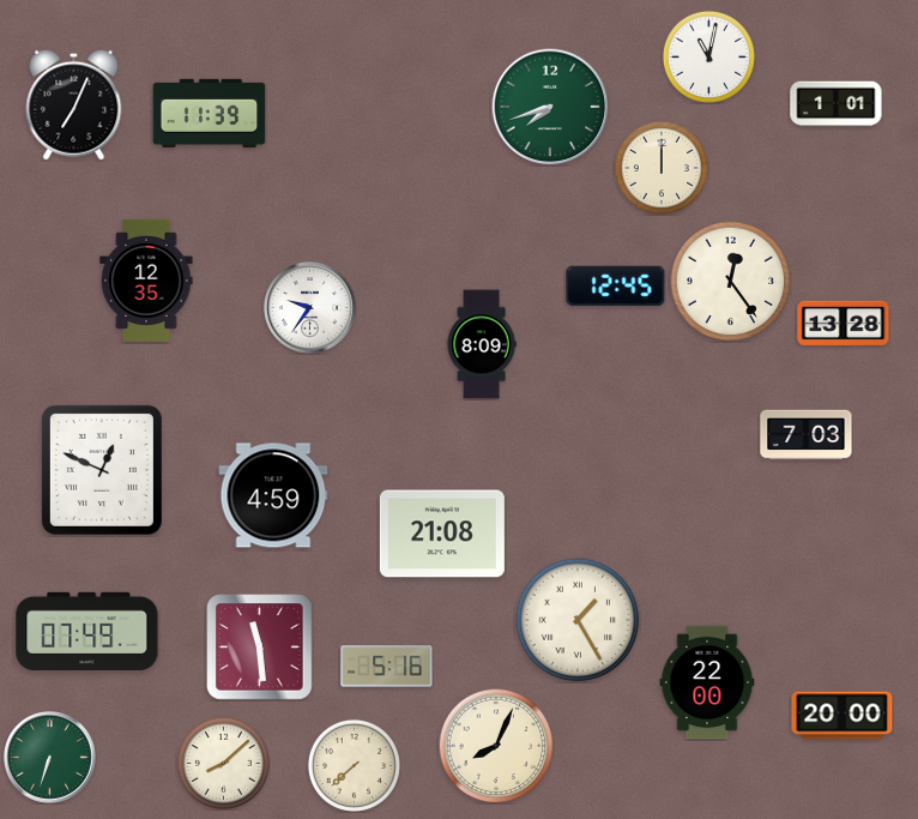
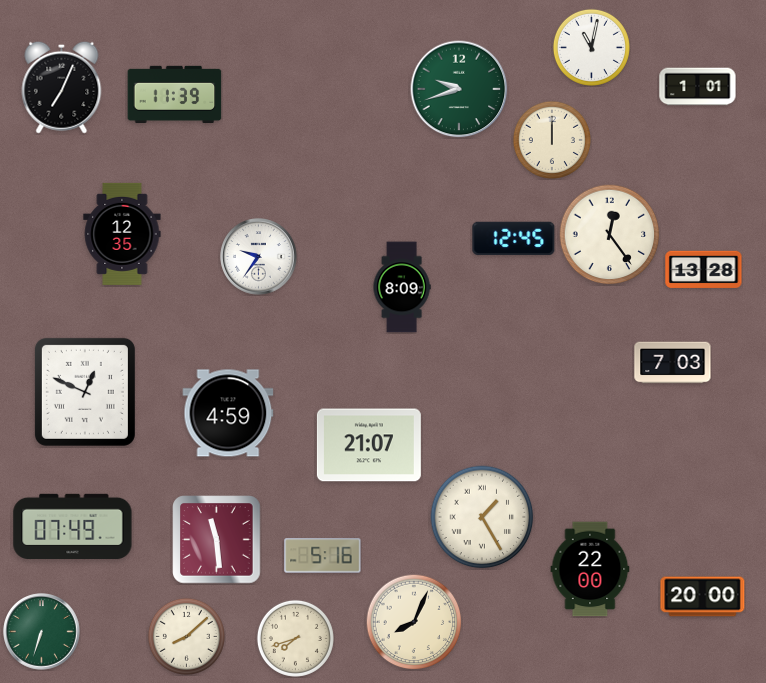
clock at (550, 107): 7:42 -> 9:42
clock at (442, 534): 21:08 -> 21:07
clock at (354, 765): 7:38 -> 7:42
